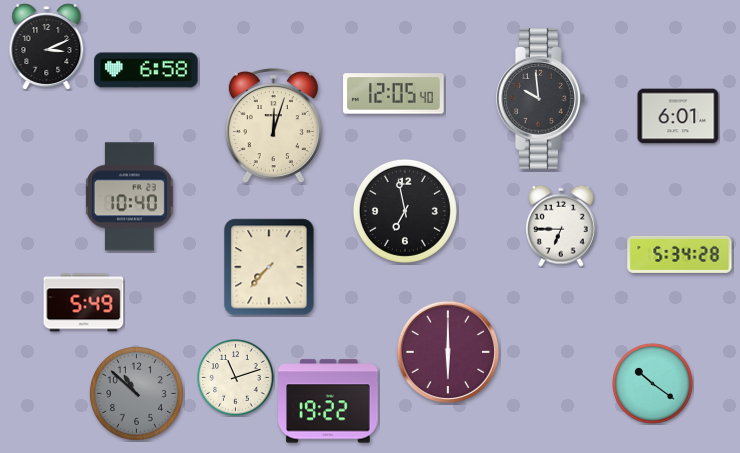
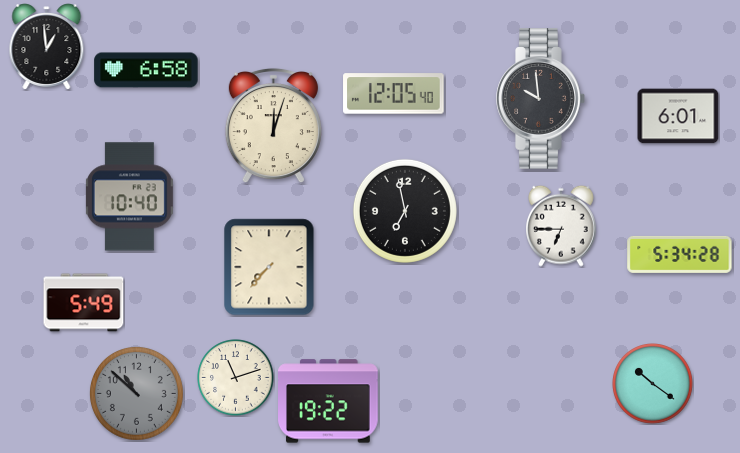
clock at (47, 47): 3:11 -> 12:59
clock at (447, 351): 6:00 -> none
